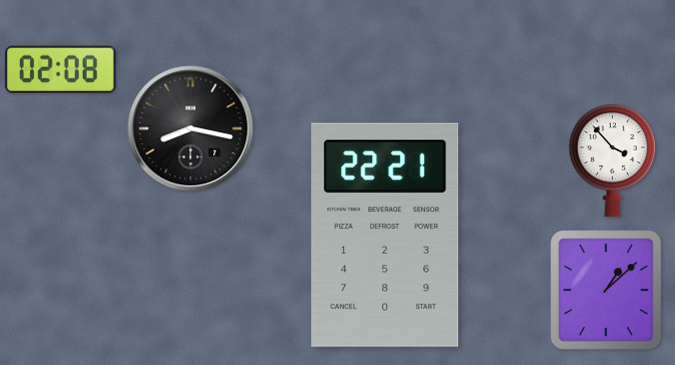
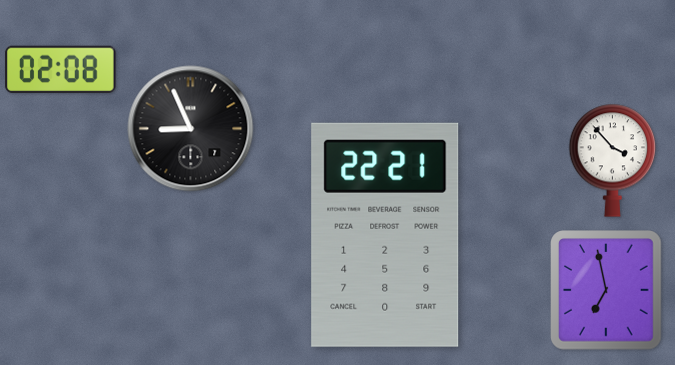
clock at (191, 129): 8:17 -> 8:56
clock at (607, 291): 1:08 -> 6:58
